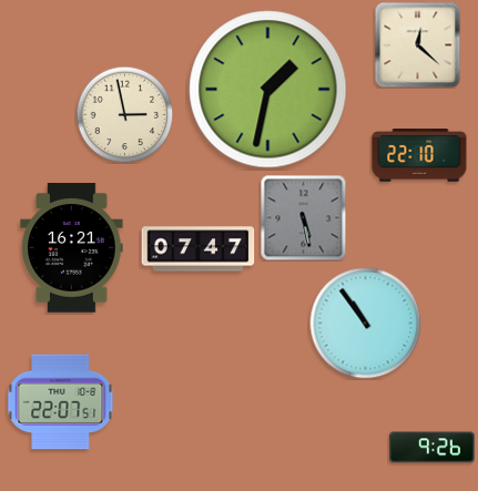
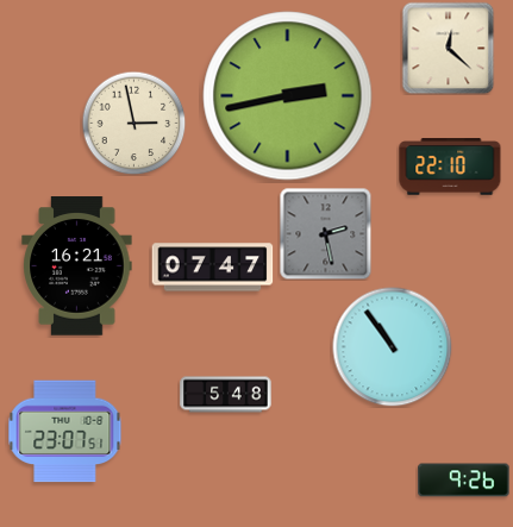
clock at (268, 90): 1:32 -> 2:43
clock at (303, 217): 5:28 -> 2:28
clock at (226, 395): none -> 5:48
clock at (61, 402): 22:07 -> 23:07
